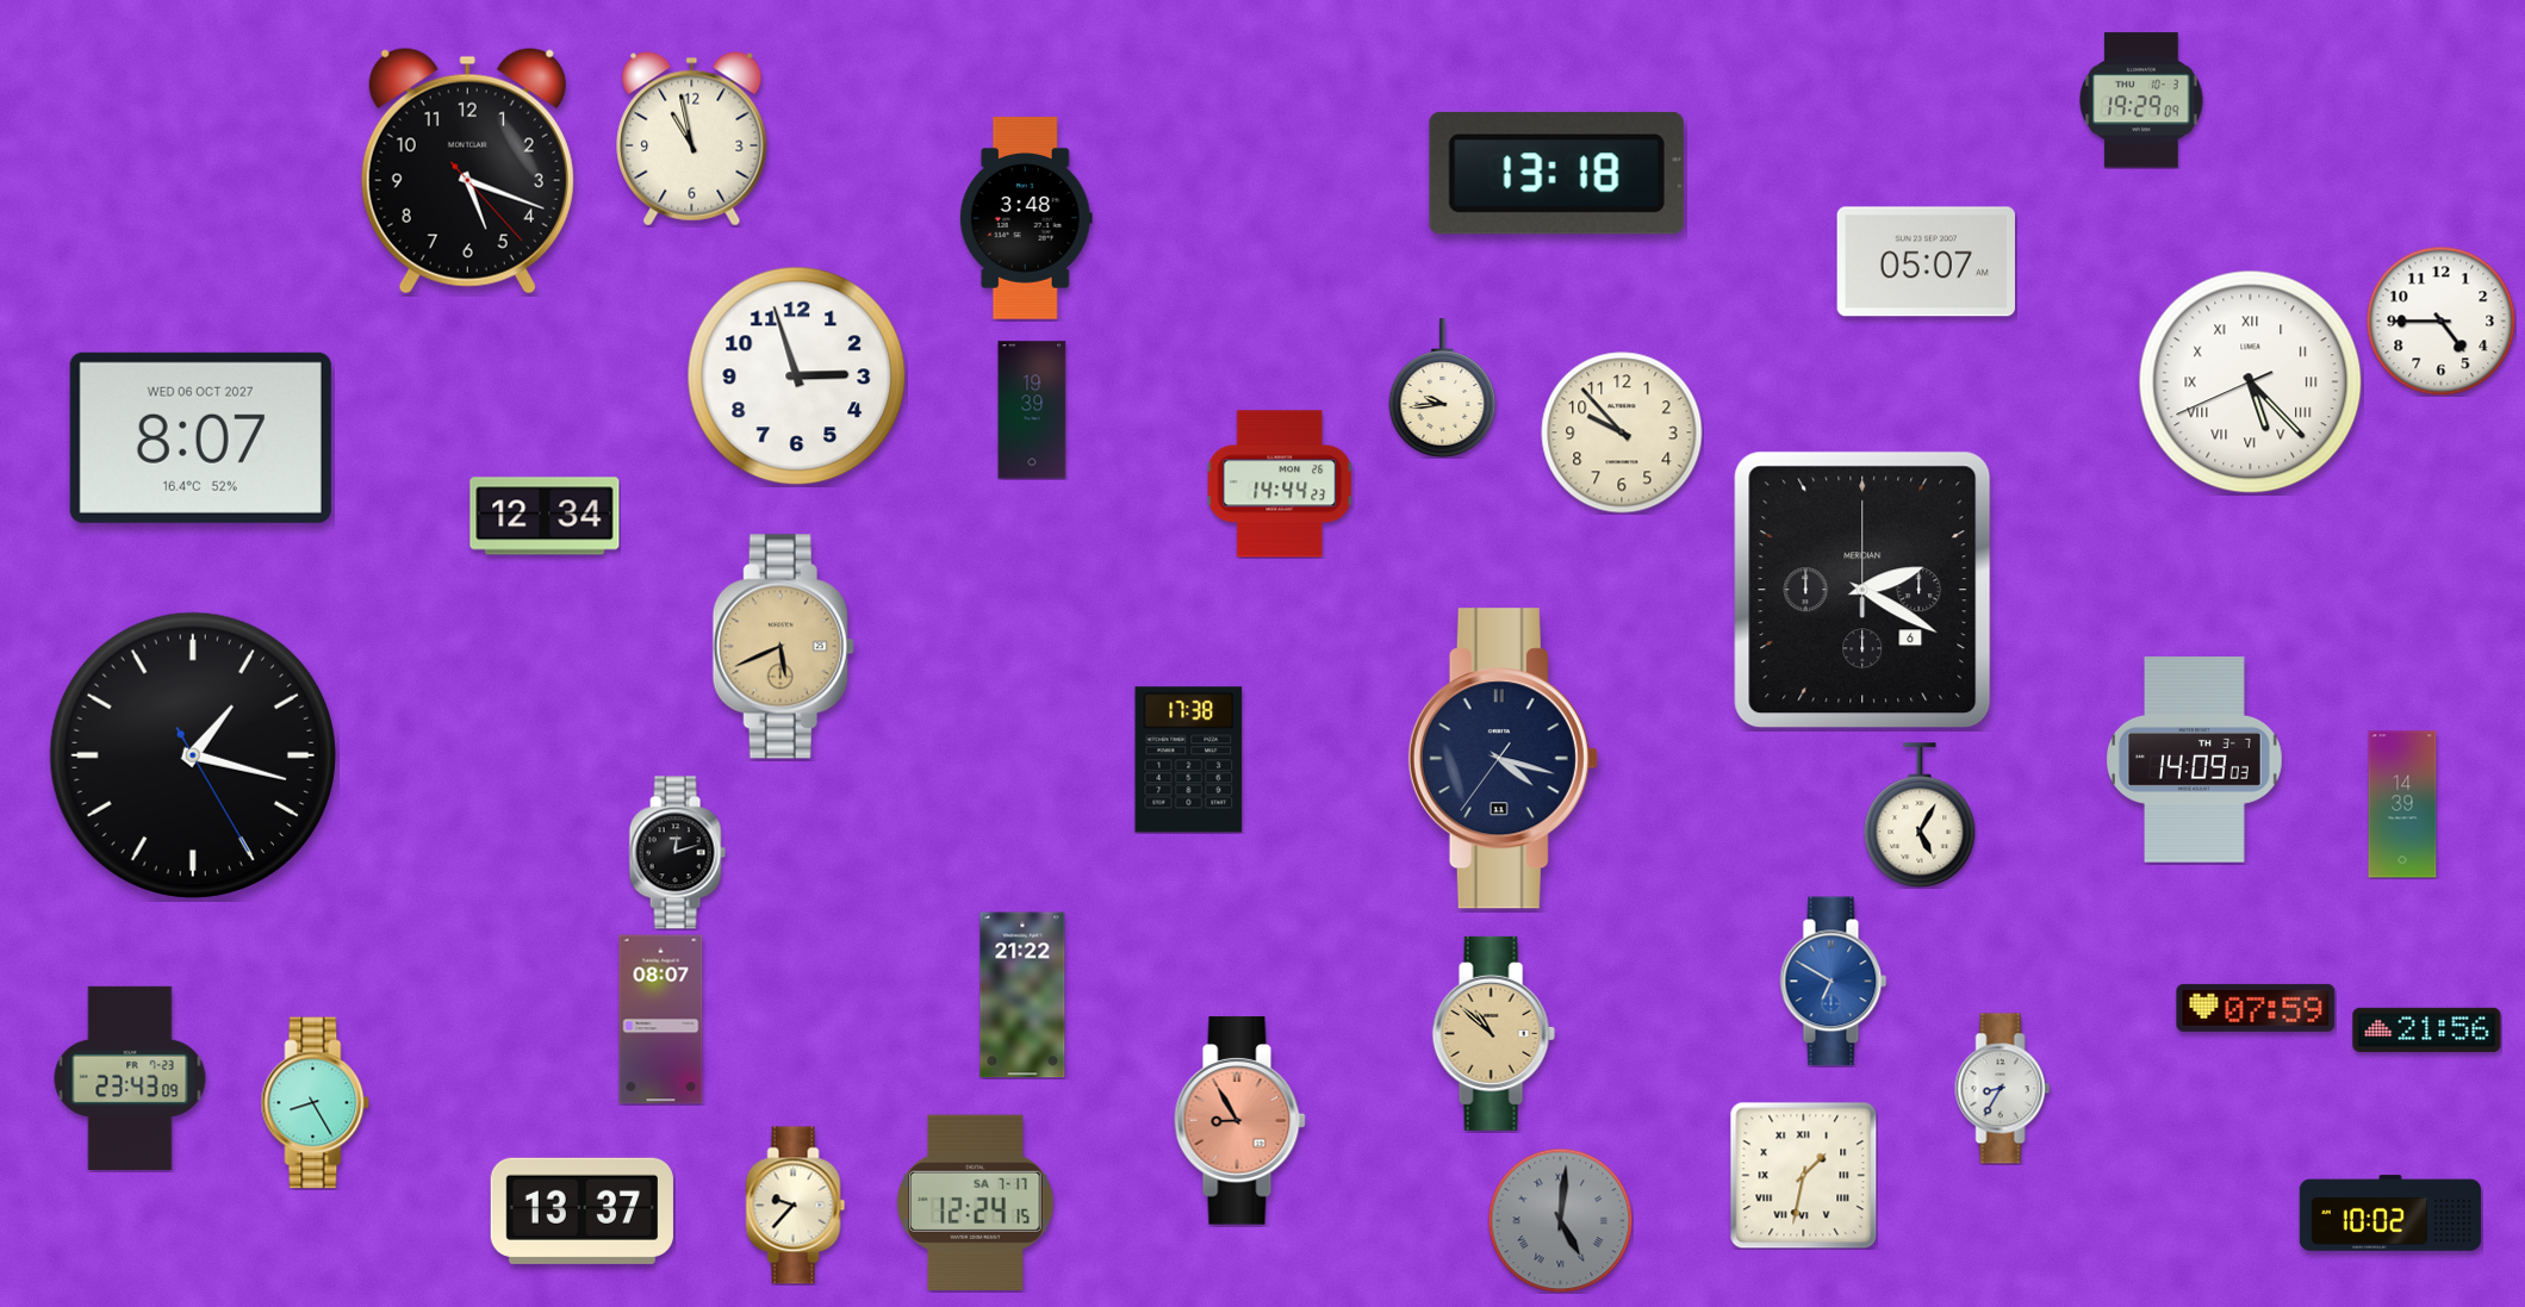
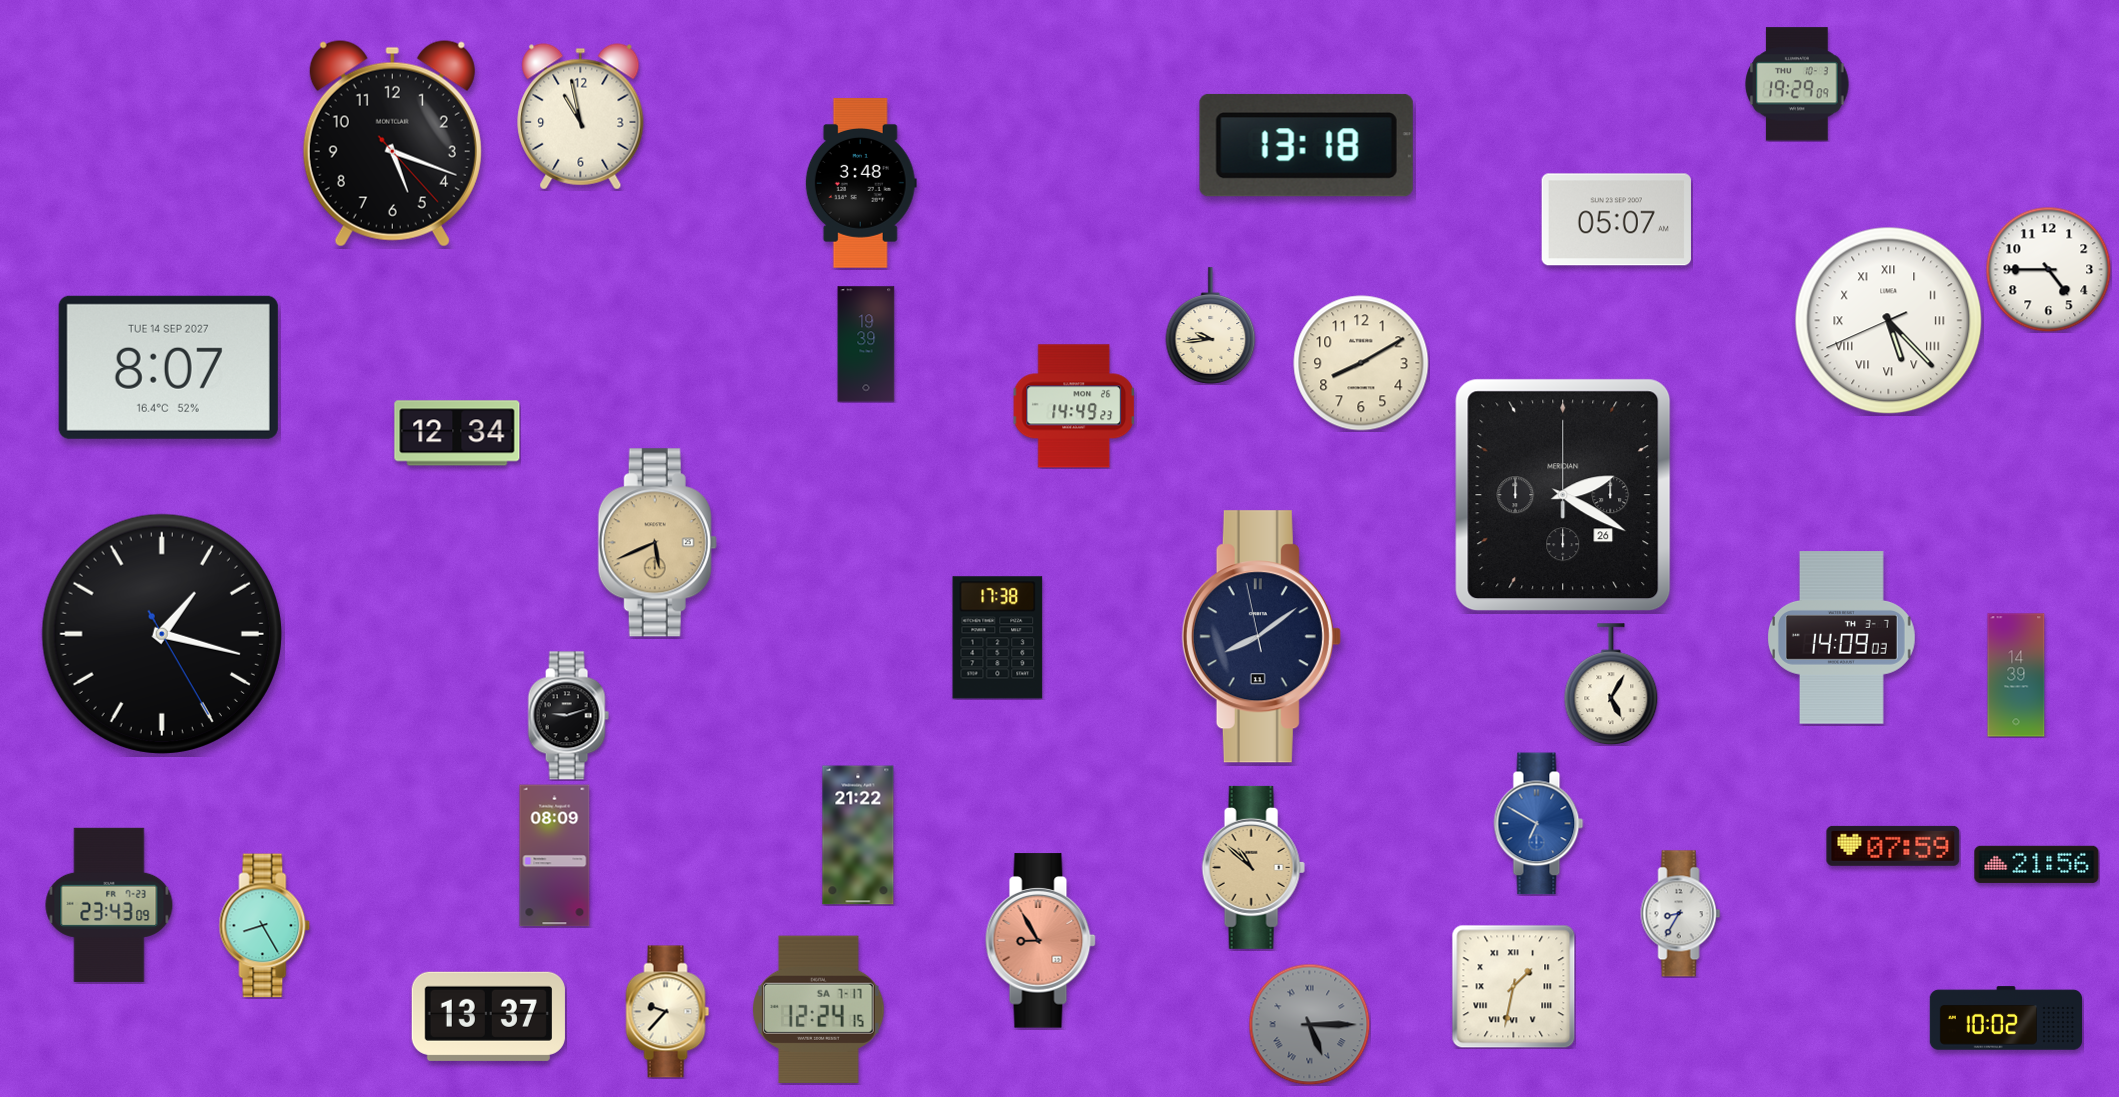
clock at (797, 376): 2:57 -> none
clock at (1622, 432): 9:53 -> 8:10
clock at (200, 437) date: WED 06 OCT 2027 -> TUE 14 SEP 2027
clock at (1279, 484): 14:44 -> 14:49
clock at (1862, 590) date: 6 -> 26
clock at (1503, 759): 4:17 -> 8:08
clock at (677, 853): 12:12 -> 9:12
clock at (661, 1020): 08:07 -> 08:09
clock at (1560, 1220): 5:01 -> 5:15
